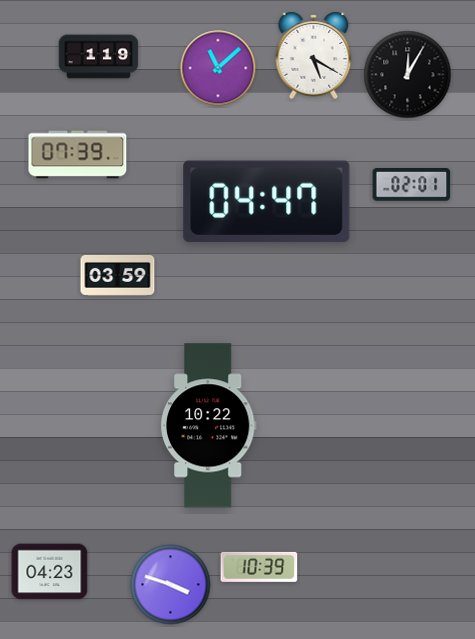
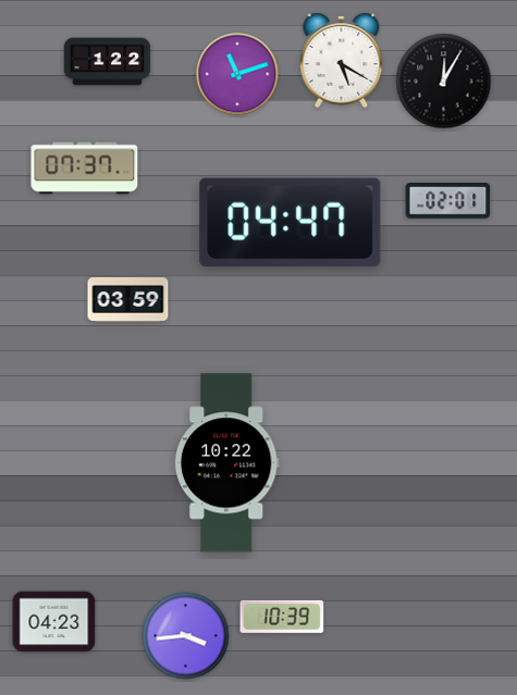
clock at (99, 57): 1:19 -> 1:22
clock at (218, 68): 11:08 -> 11:12
clock at (78, 155): 07:39 -> 07:37
clock at (267, 202) position: (267, 202) -> (291, 223)
clock at (171, 585): 3:48 -> 3:44
